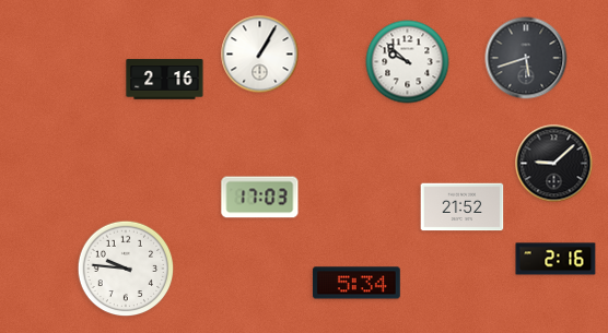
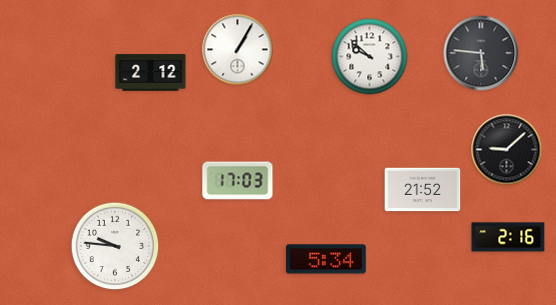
clock at (526, 58): 5:42 -> 5:46
clock at (408, 62) position: (408, 62) -> (370, 57)
clock at (165, 80): 2:16 -> 2:12
